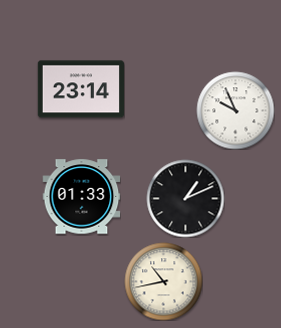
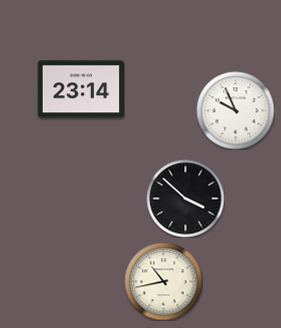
clock at (81, 197): 01:33 -> none
clock at (185, 198): 1:11 -> 3:52
